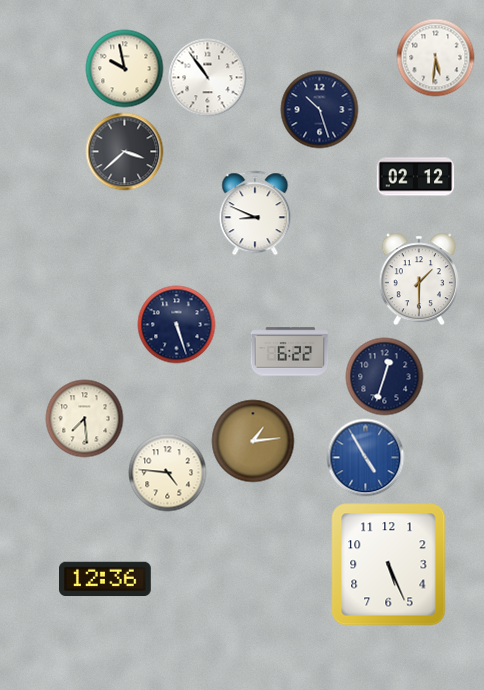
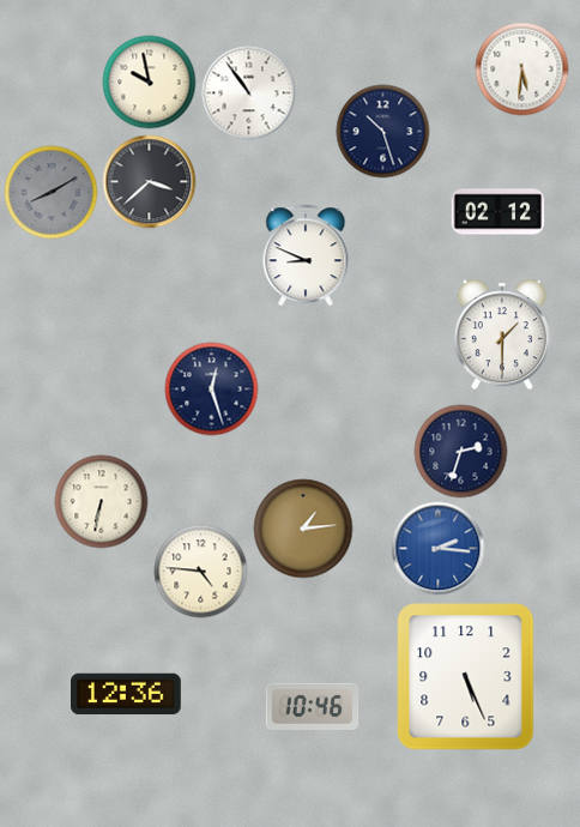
clock at (50, 192): none -> 8:10
clock at (176, 324): 5:27 -> 12:27
clock at (289, 352): 6:22 -> none
clock at (384, 376): 12:33 -> 2:33
clock at (84, 418): 7:29 -> 6:32
clock at (365, 457): 4:55 -> 2:16
clock at (167, 472) position: (167, 472) -> (200, 571)
clock at (312, 706): none -> 10:46
